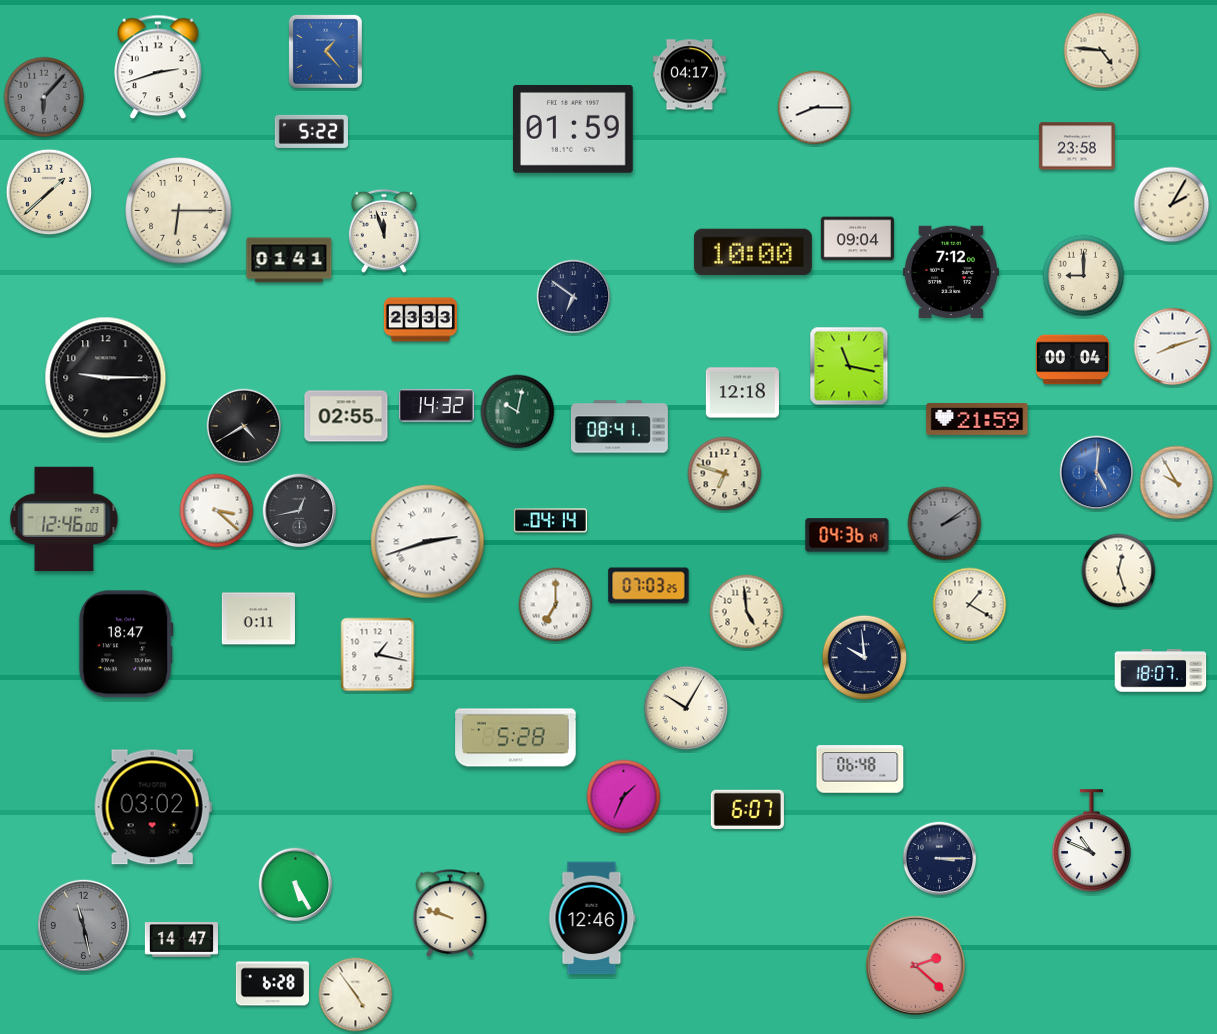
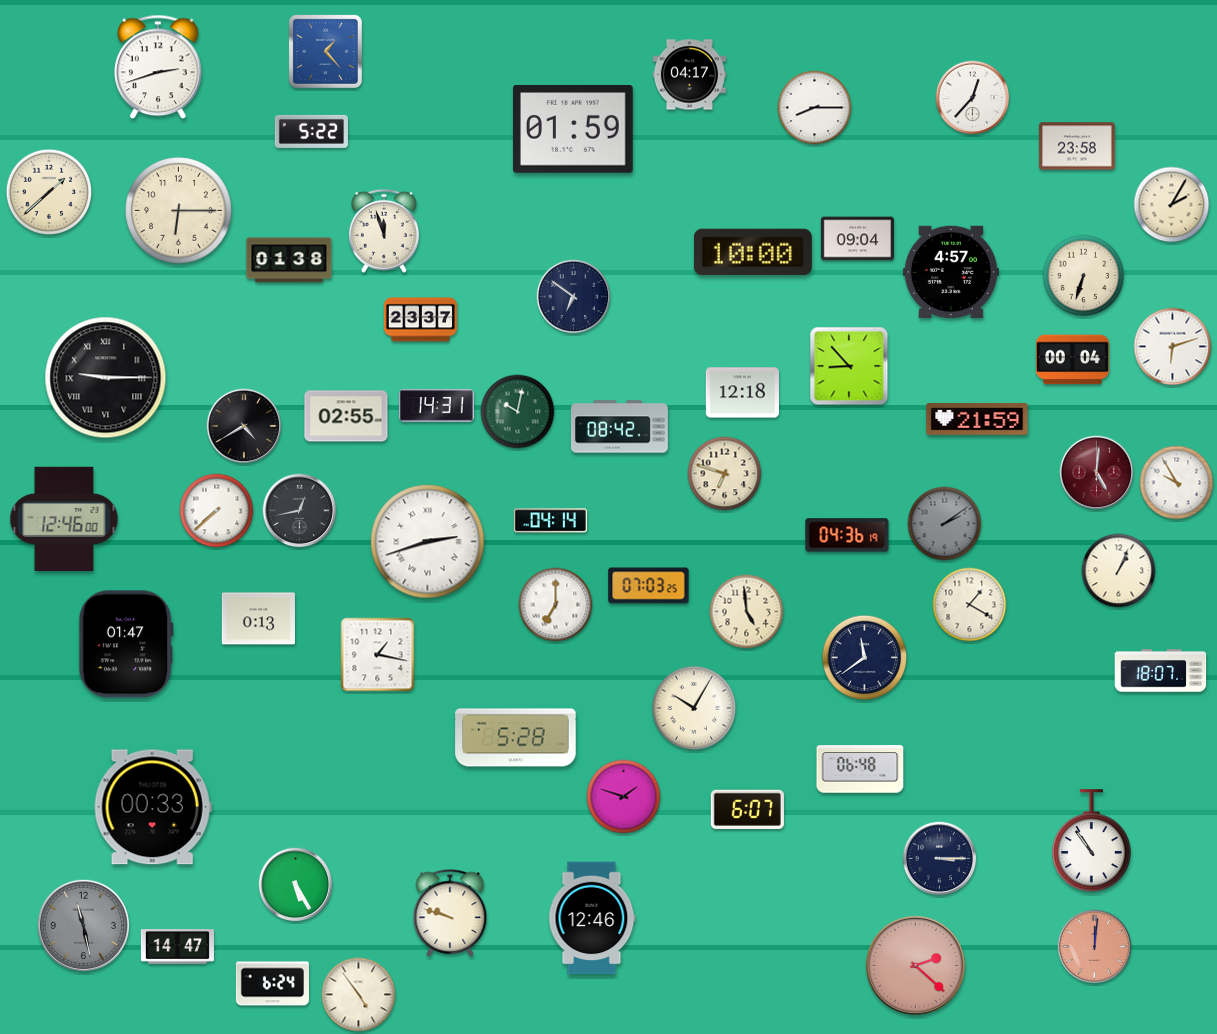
clock at (1102, 51): 4:46 -> none
clock at (44, 97): 6:07 -> none
clock at (973, 98): none -> 12:37
clock at (289, 260): 01:41 -> 01:38
clock at (951, 272): 7:12 -> 4:57
clock at (1084, 276): 9:00 -> 6:33
clock at (420, 320): 23:33 -> 23:37
clock at (1173, 347): 8:12 -> 6:12
clock at (849, 366): 11:17 -> 8:53
clock at (106, 378) numerals: Arabic -> Roman
clock at (436, 406): 14:32 -> 14:31
clock at (620, 427): 08:41 -> 08:42
clock at (1097, 473) dial: blue -> burgundy
clock at (217, 511): 3:22 -> 7:38
clock at (1119, 571): 12:27 -> 1:04
clock at (258, 619): 0:11 -> 0:13
clock at (126, 644): 18:47 -> 01:47
clock at (865, 658): 9:59 -> 11:39
clock at (686, 708) position: (686, 708) -> (694, 708)
clock at (624, 797): 1:34 -> 1:48
clock at (153, 807): 03:02 -> 00:33
clock at (1092, 841): 10:49 -> 10:54
clock at (181, 940) position: (181, 940) -> (177, 947)
clock at (1095, 947): none -> 12:01
clock at (272, 984): 6:28 -> 6:24
clock at (356, 995) position: (356, 995) -> (359, 995)
